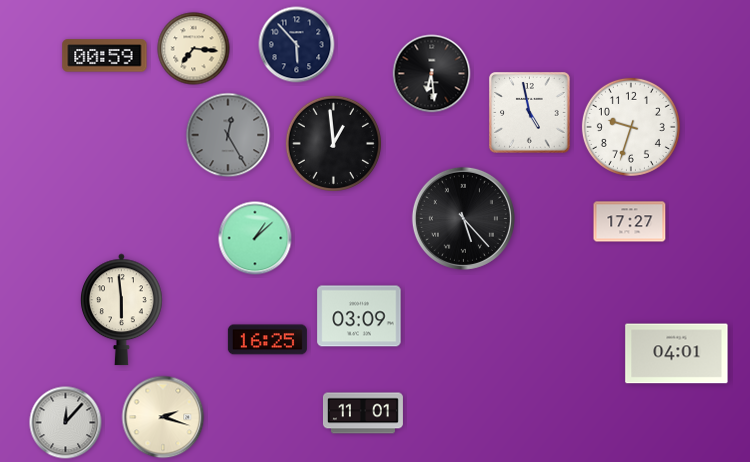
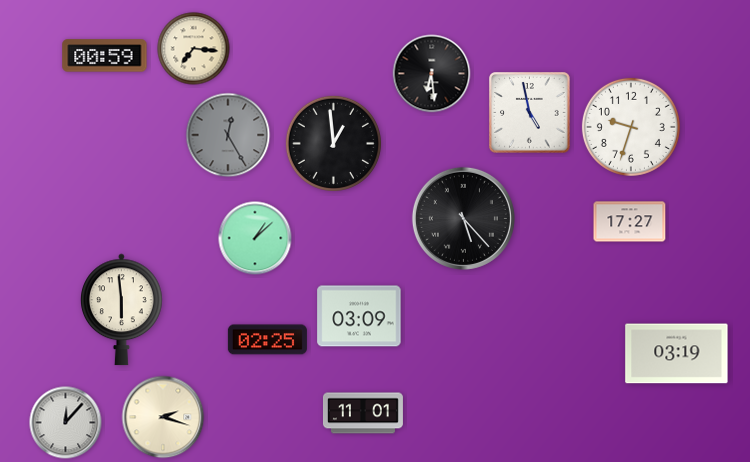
clock at (297, 45): 5:53 -> none
clock at (267, 340): 16:25 -> 02:25
clock at (677, 354): 04:01 -> 03:19
